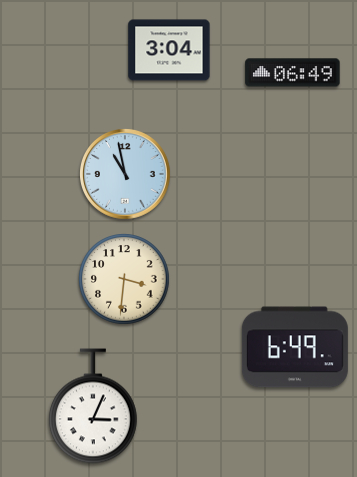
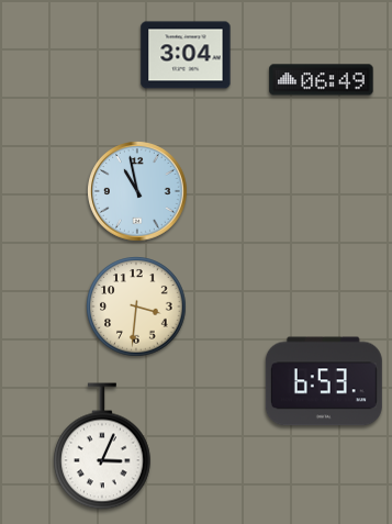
clock at (295, 347): 6:49 -> 6:53
